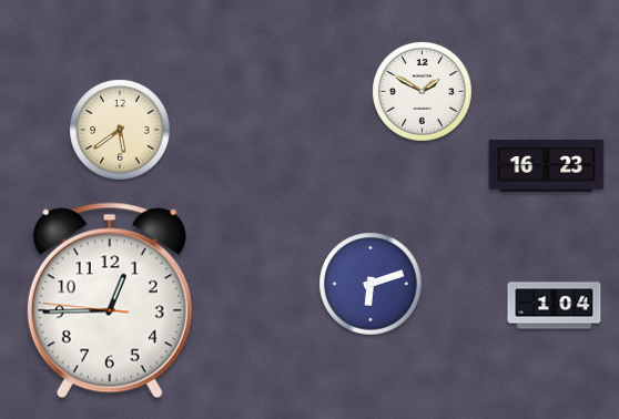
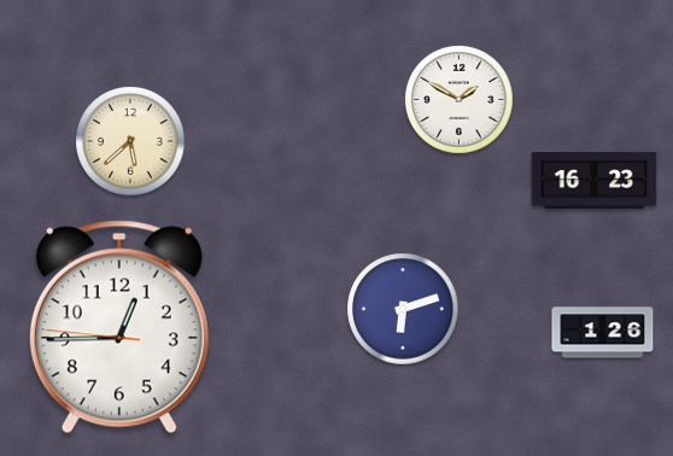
clock at (120, 130): 5:39 -> 5:38
clock at (555, 306): 1:04 -> 1:26
